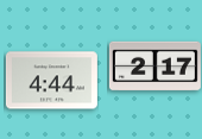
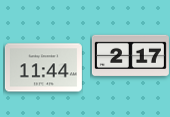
clock at (51, 81): 4:44 -> 11:44
